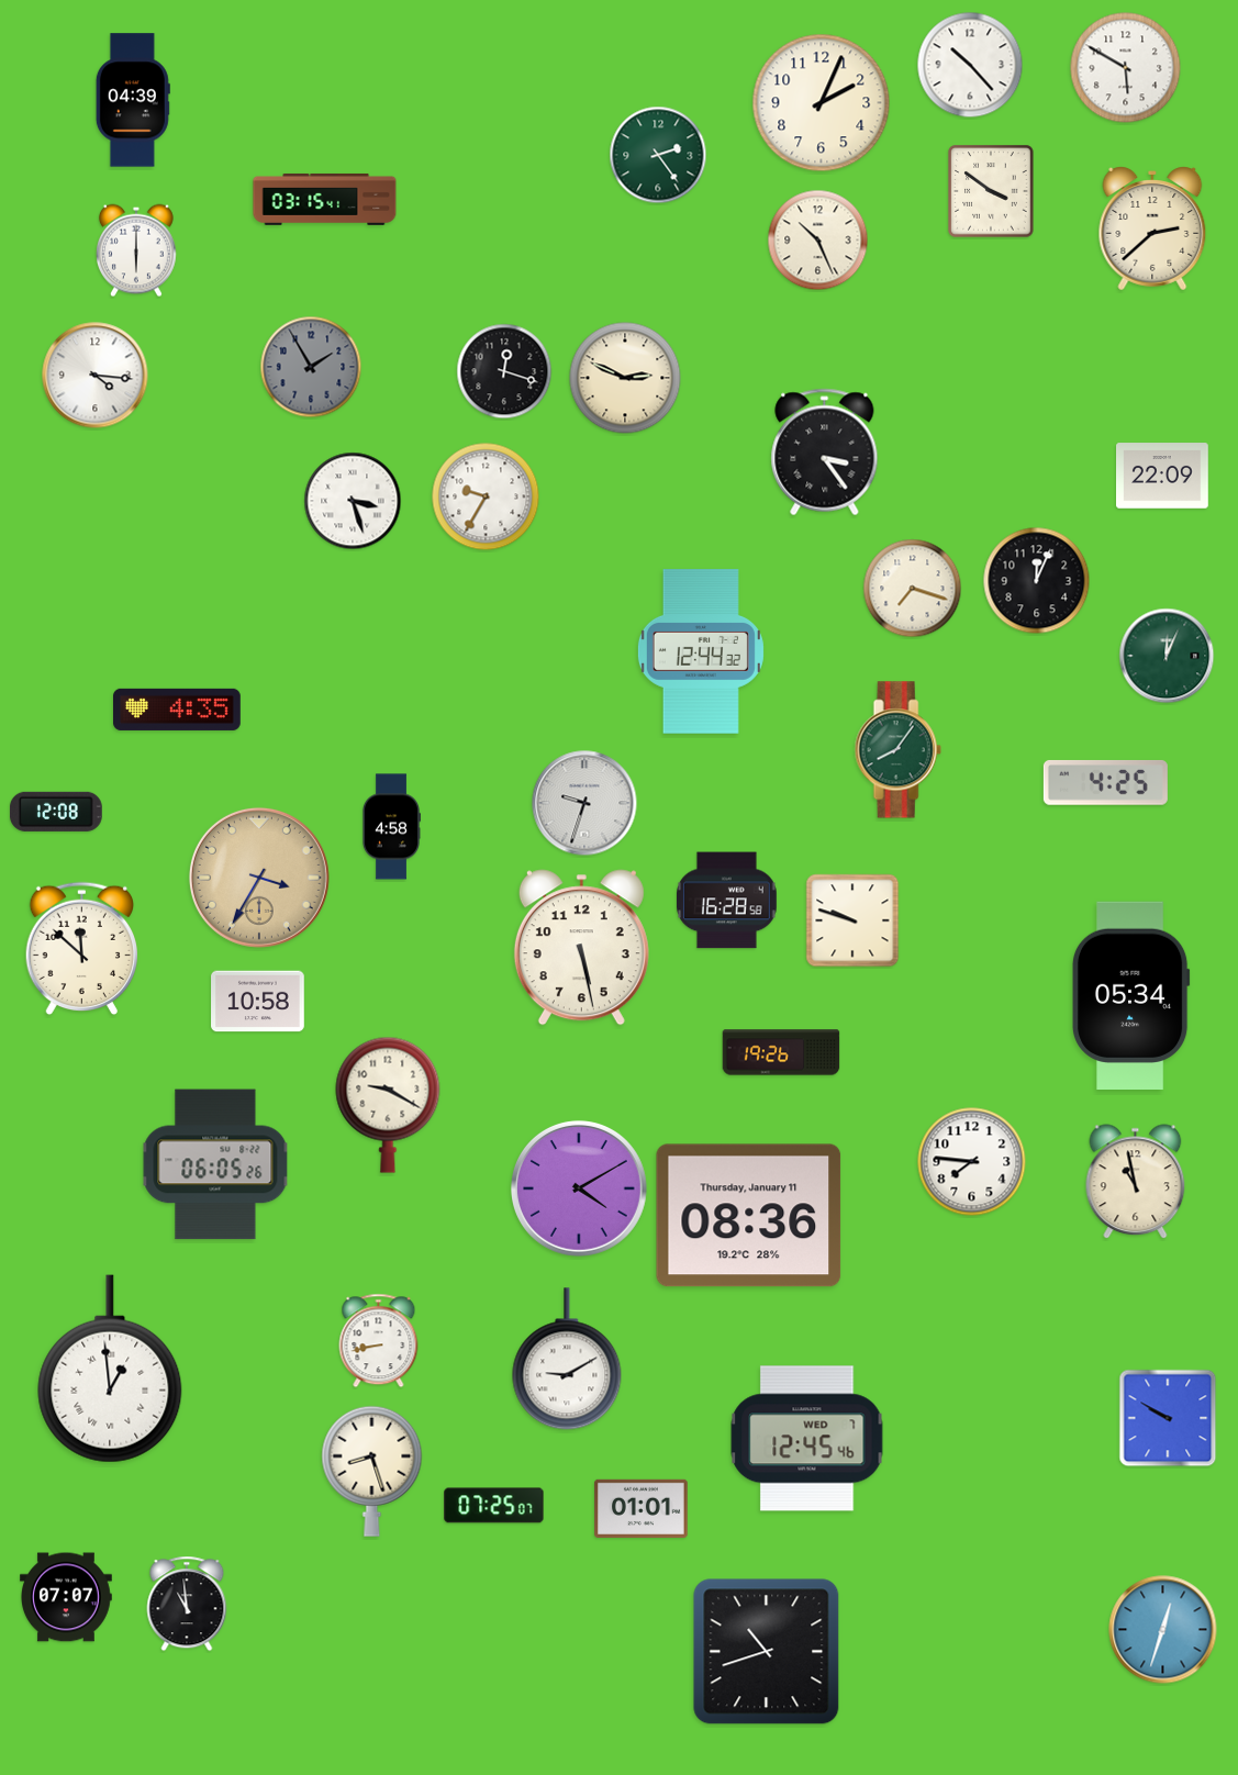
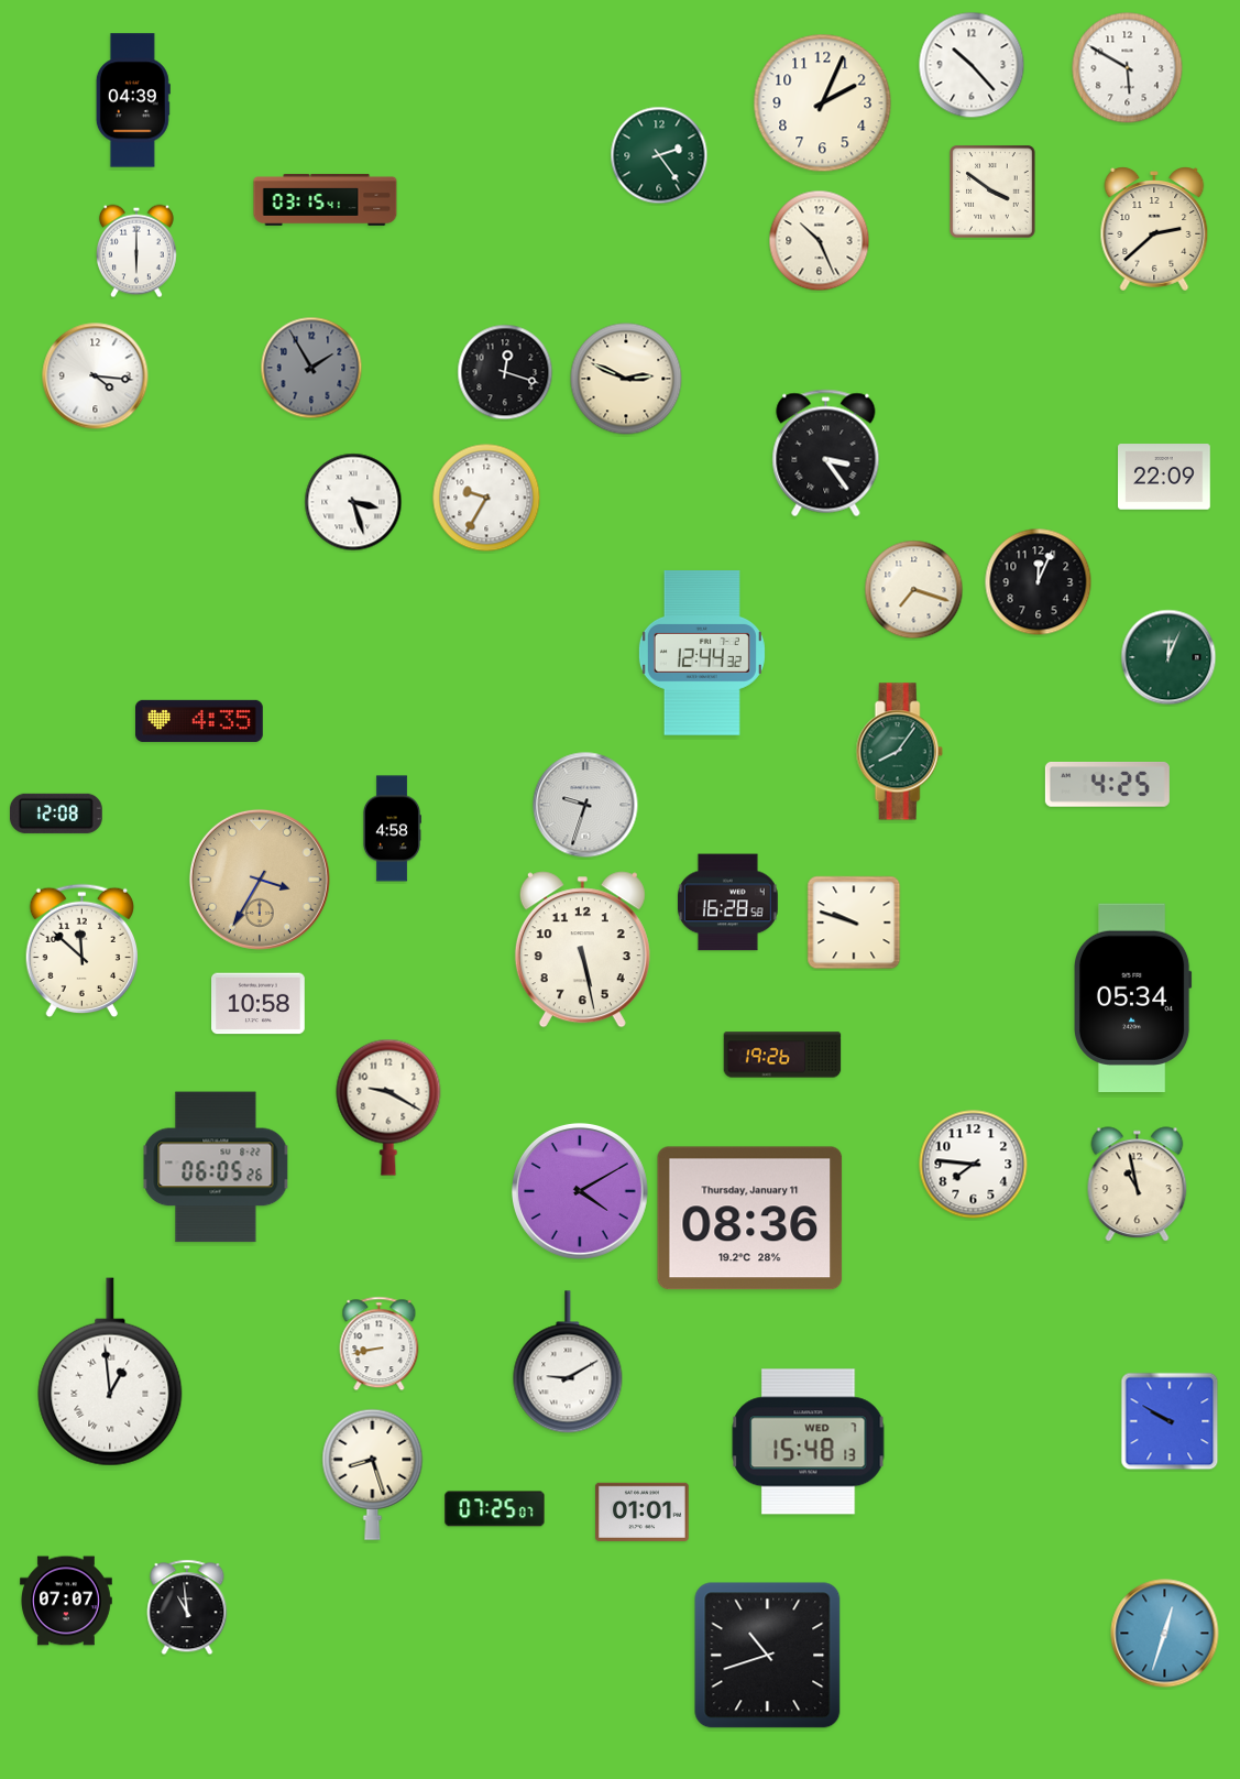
clock at (178, 710) position: (178, 710) -> (200, 721)
clock at (807, 1439): 12:45 -> 15:48
